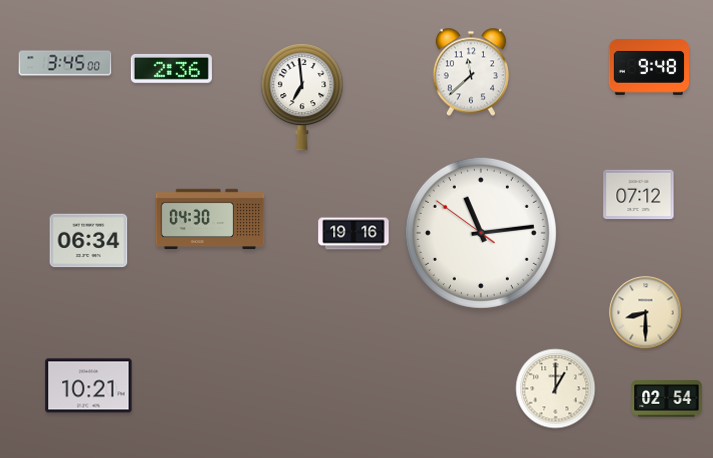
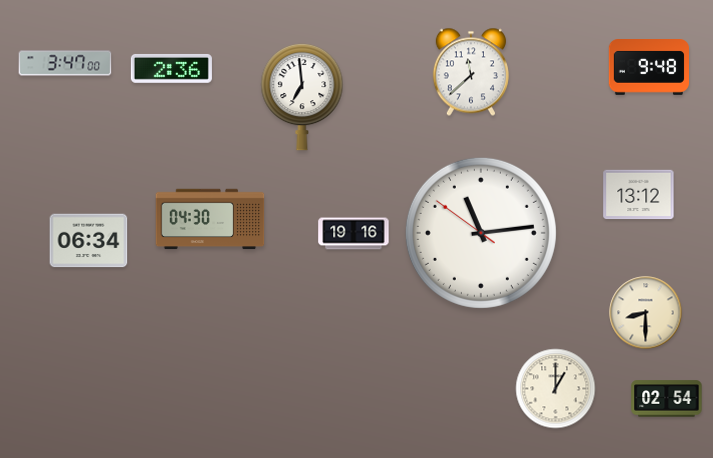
clock at (65, 63): 3:45 -> 3:47
clock at (639, 195): 07:12 -> 13:12
clock at (89, 386): 10:21 -> none
